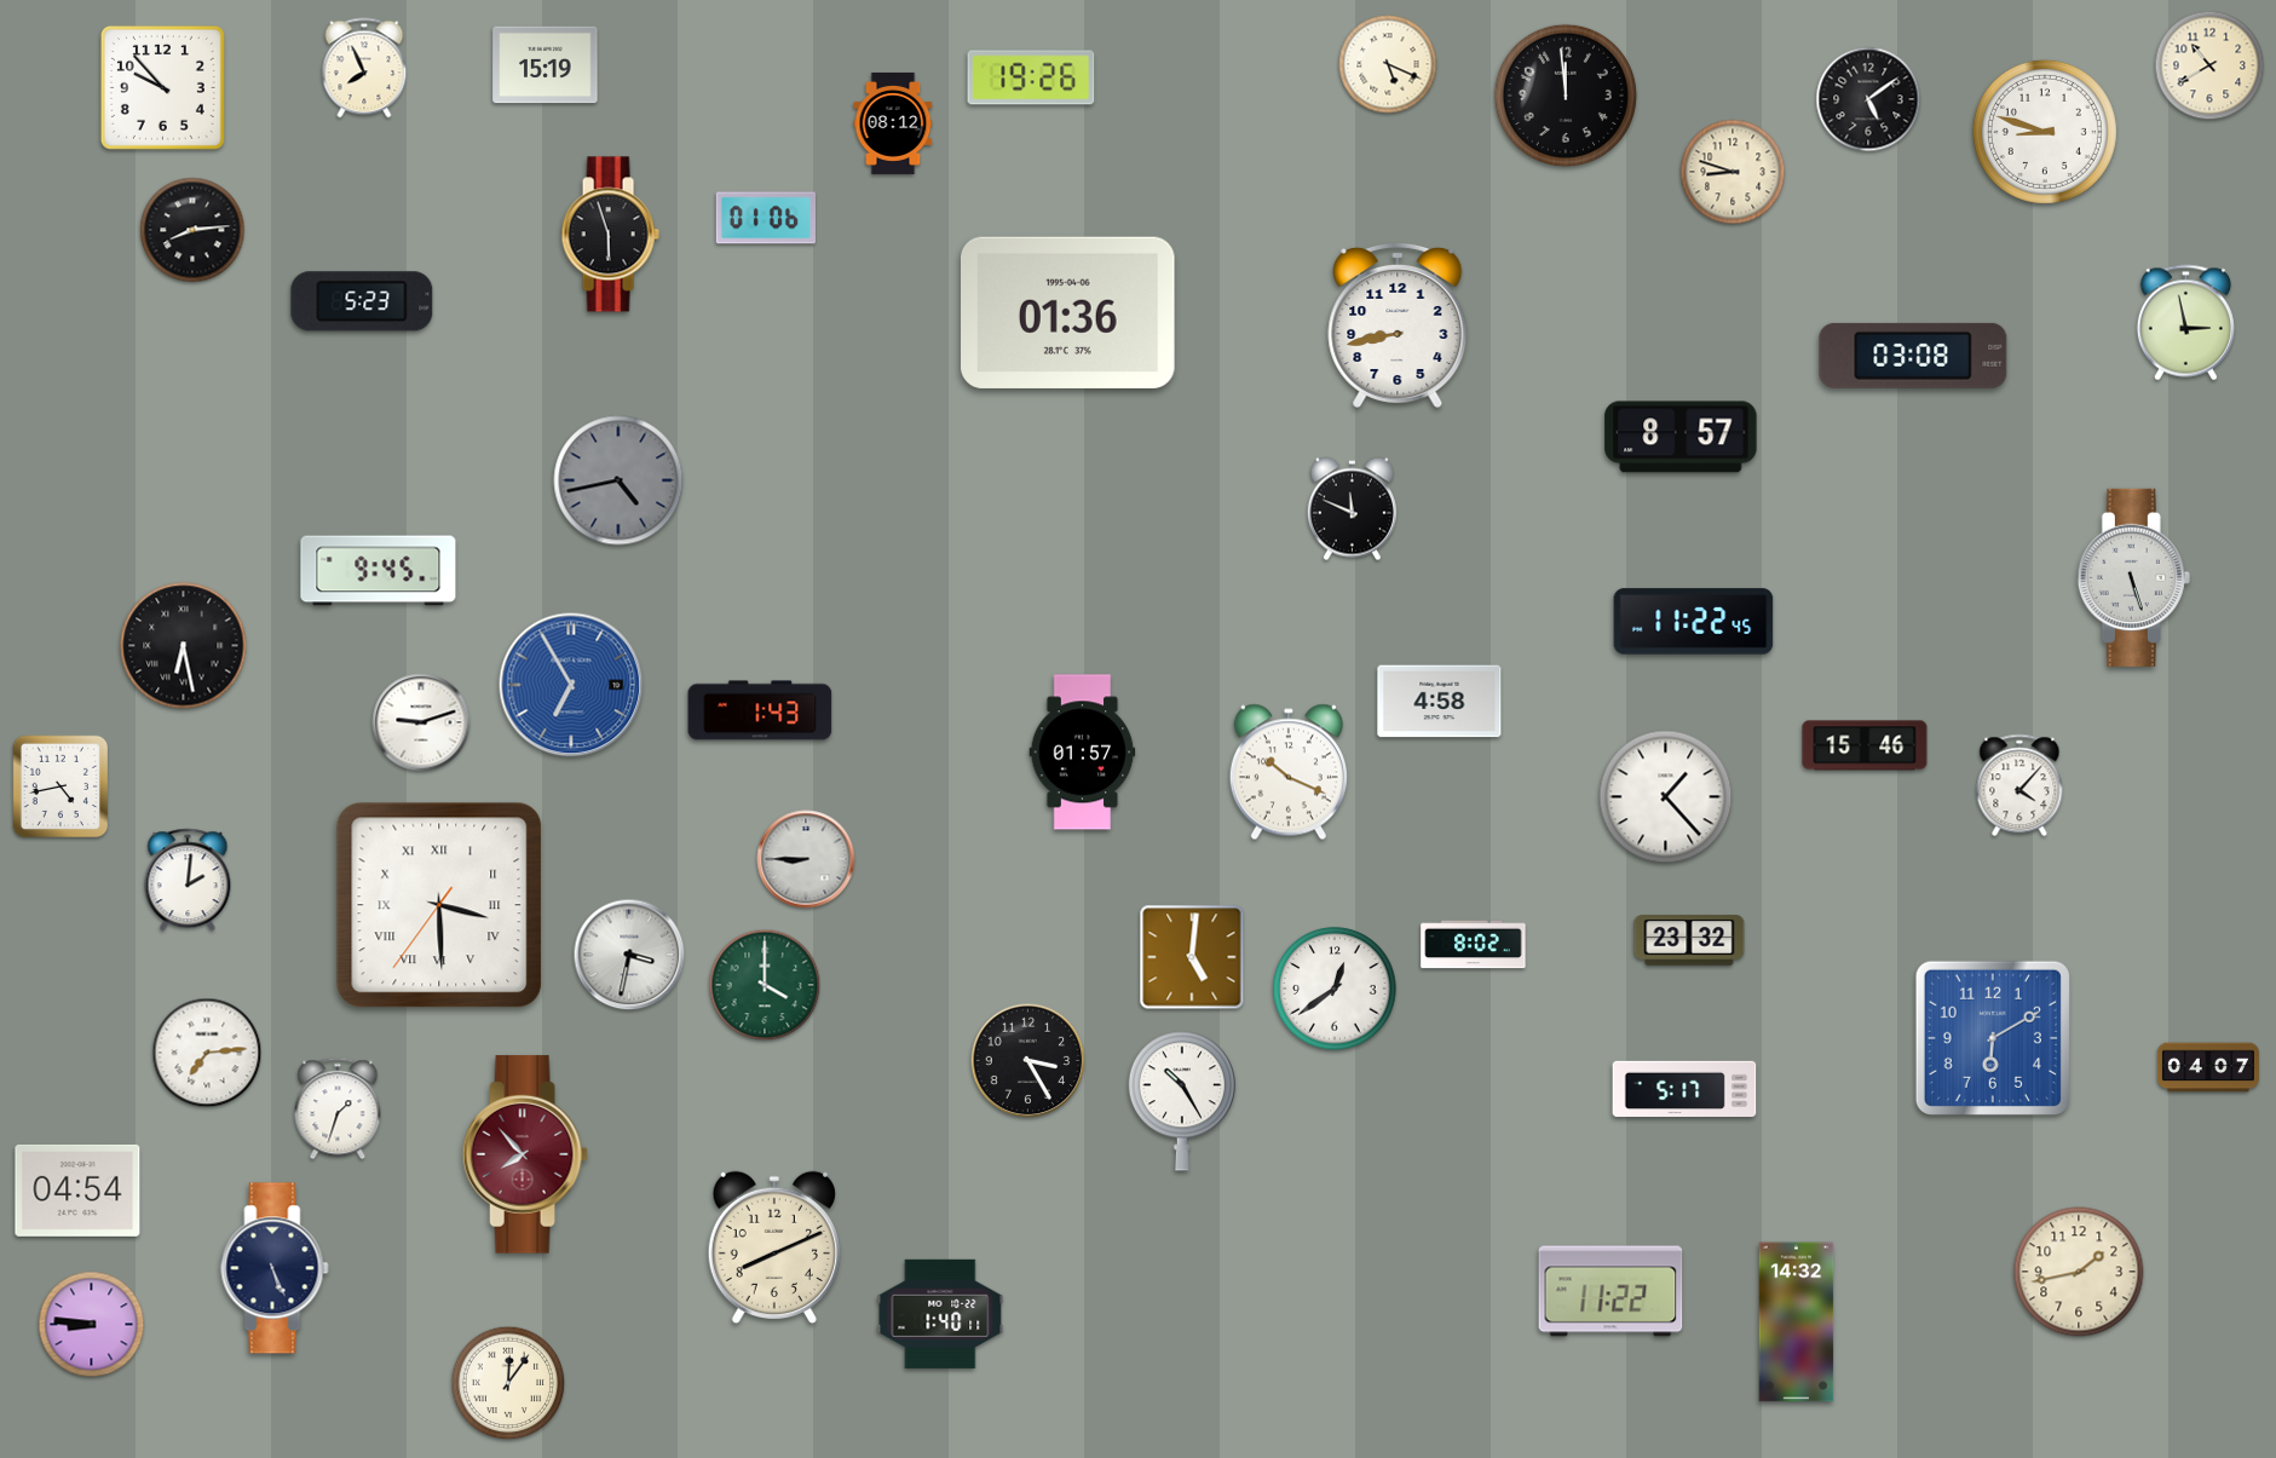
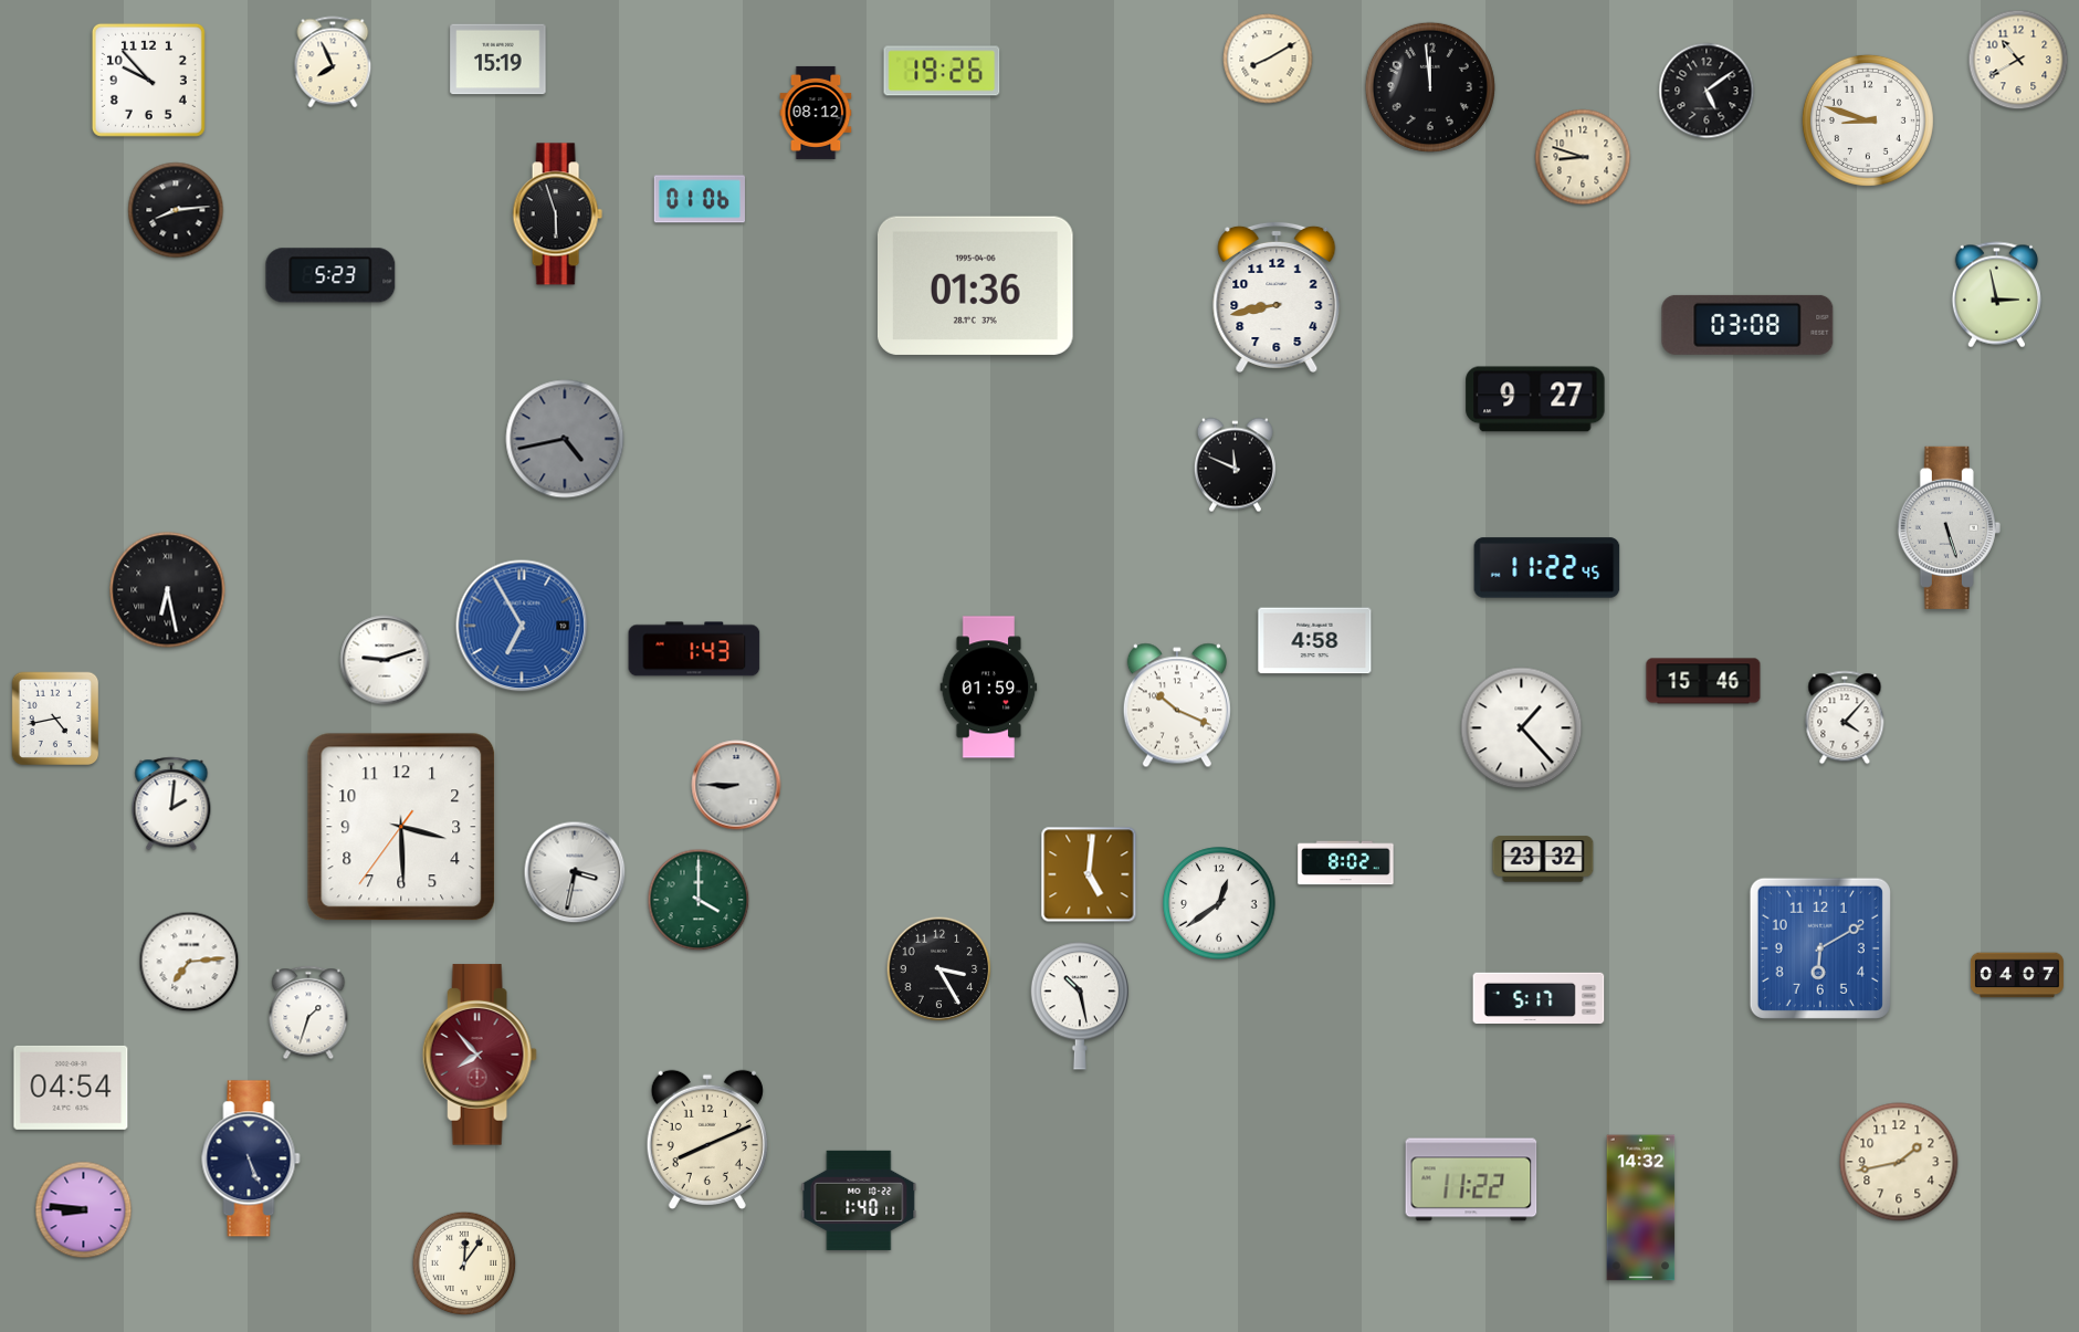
clock at (1388, 64): 5:19 -> 8:10
clock at (1681, 437): 8:57 -> 9:27
clock at (379, 571): 9:45 -> none
clock at (1083, 753): 01:57 -> 01:59
clock at (439, 905) numerals: Roman -> Arabic
clock at (1684, 1089) position: (1684, 1089) -> (1539, 998)
clock at (1182, 1101): 10:25 -> 10:28
